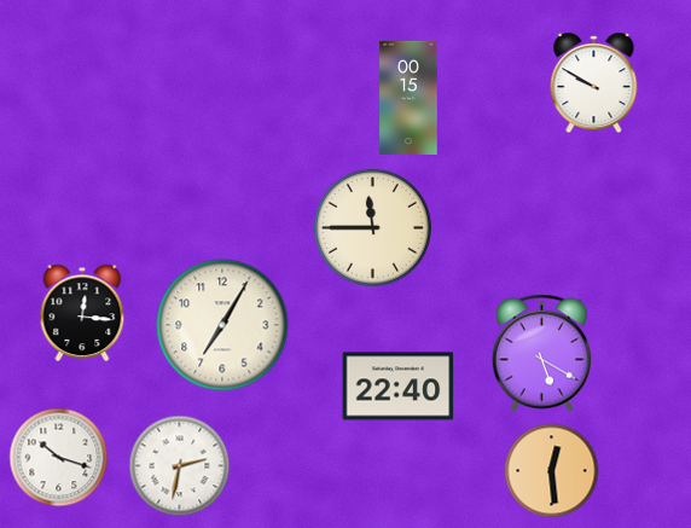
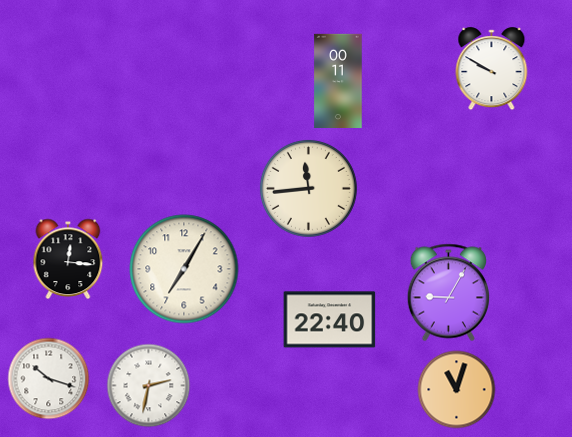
clock at (408, 98): 00:15 -> 00:11
clock at (372, 227): 11:45 -> 11:44
clock at (541, 354): 5:20 -> 9:05
clock at (552, 471): 12:29 -> 11:03
